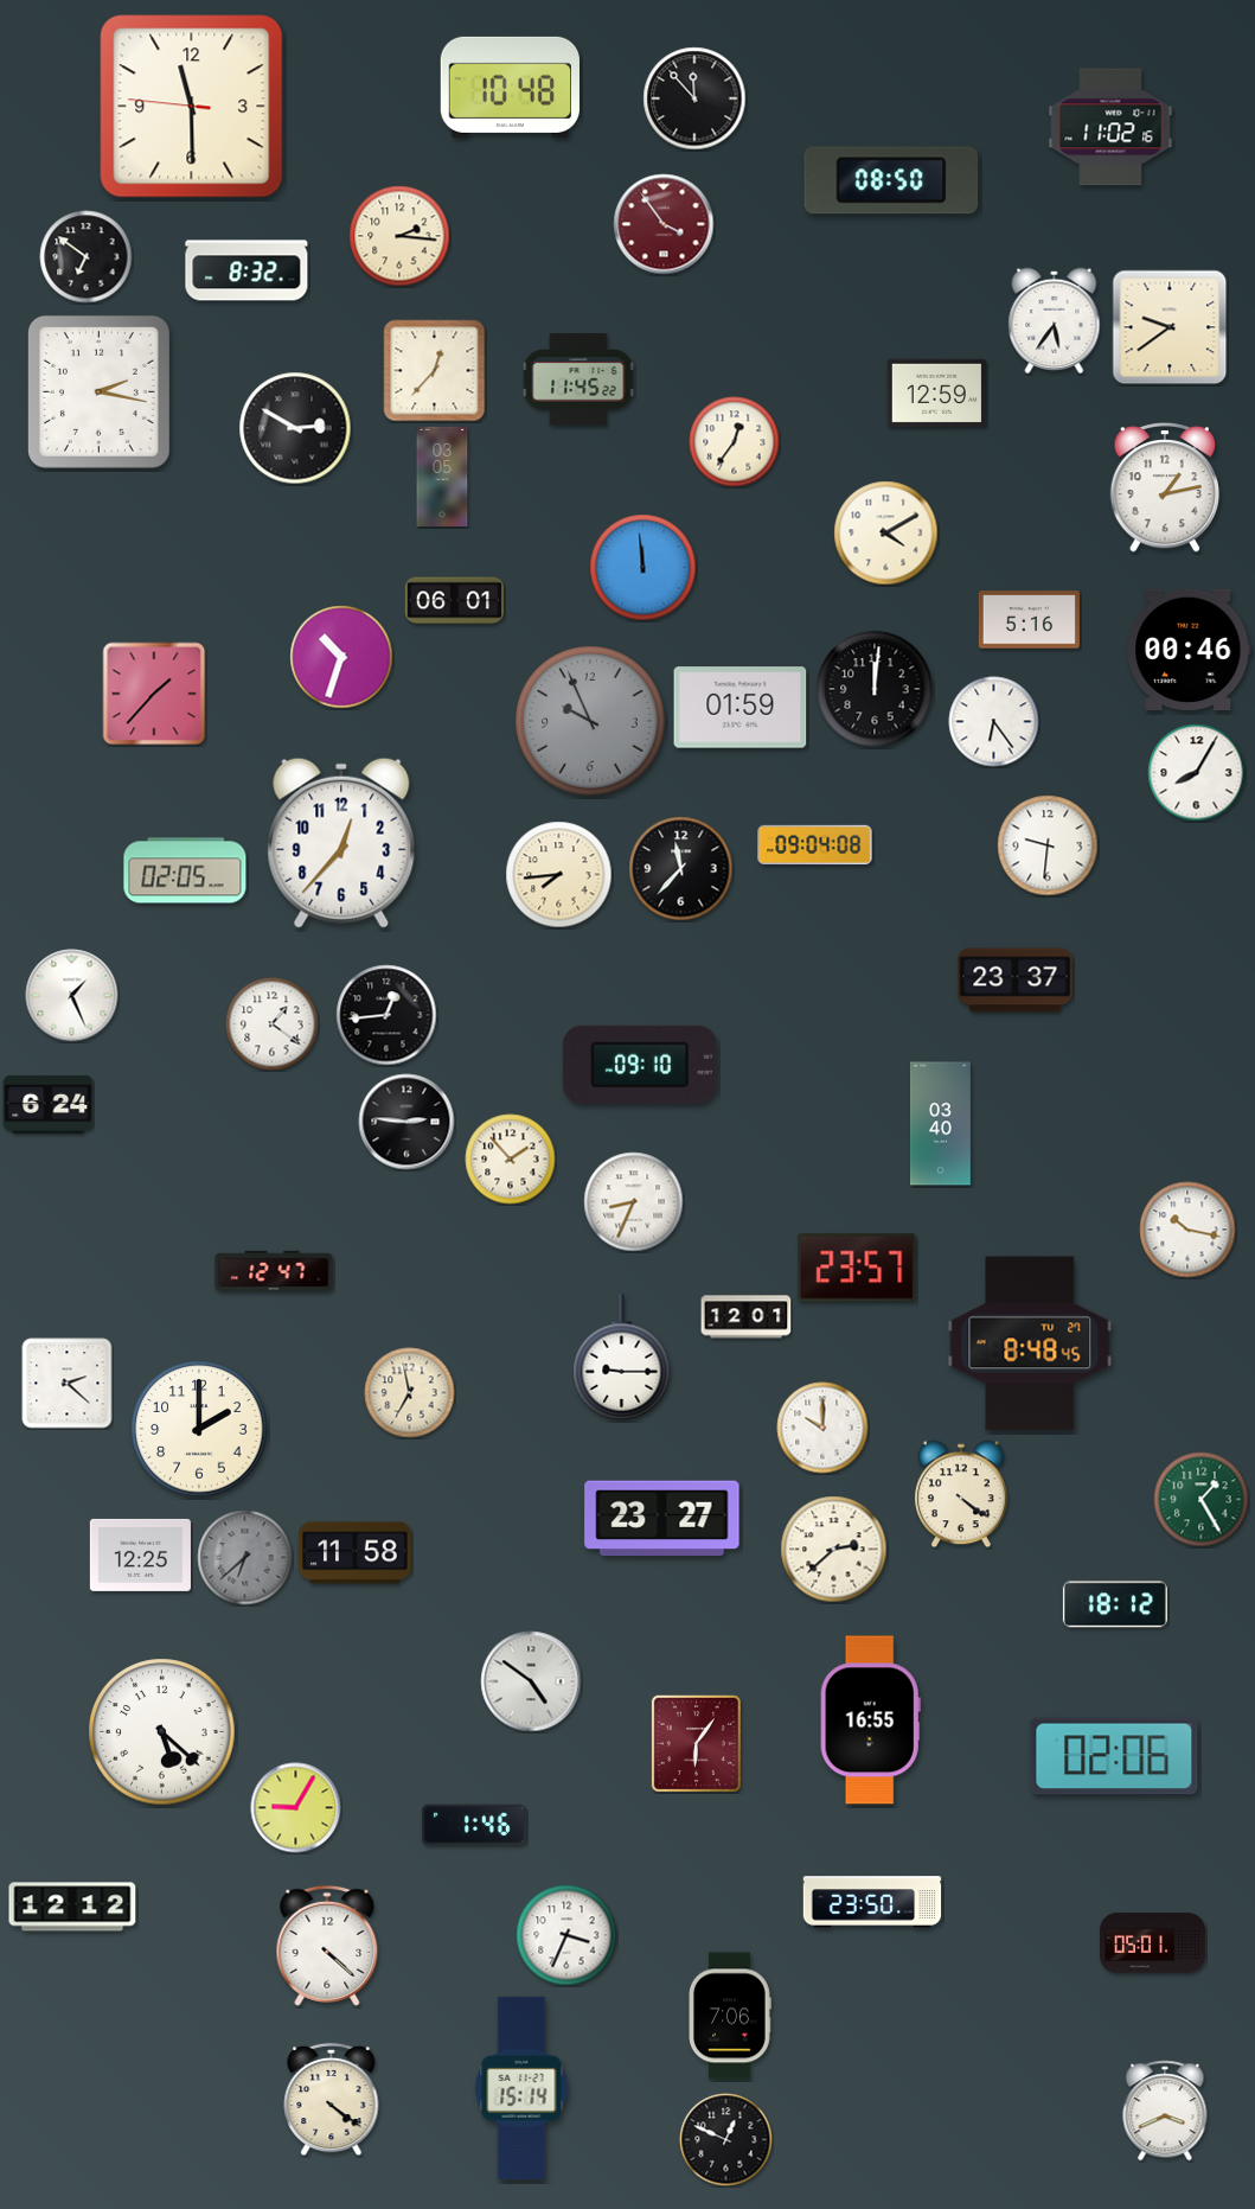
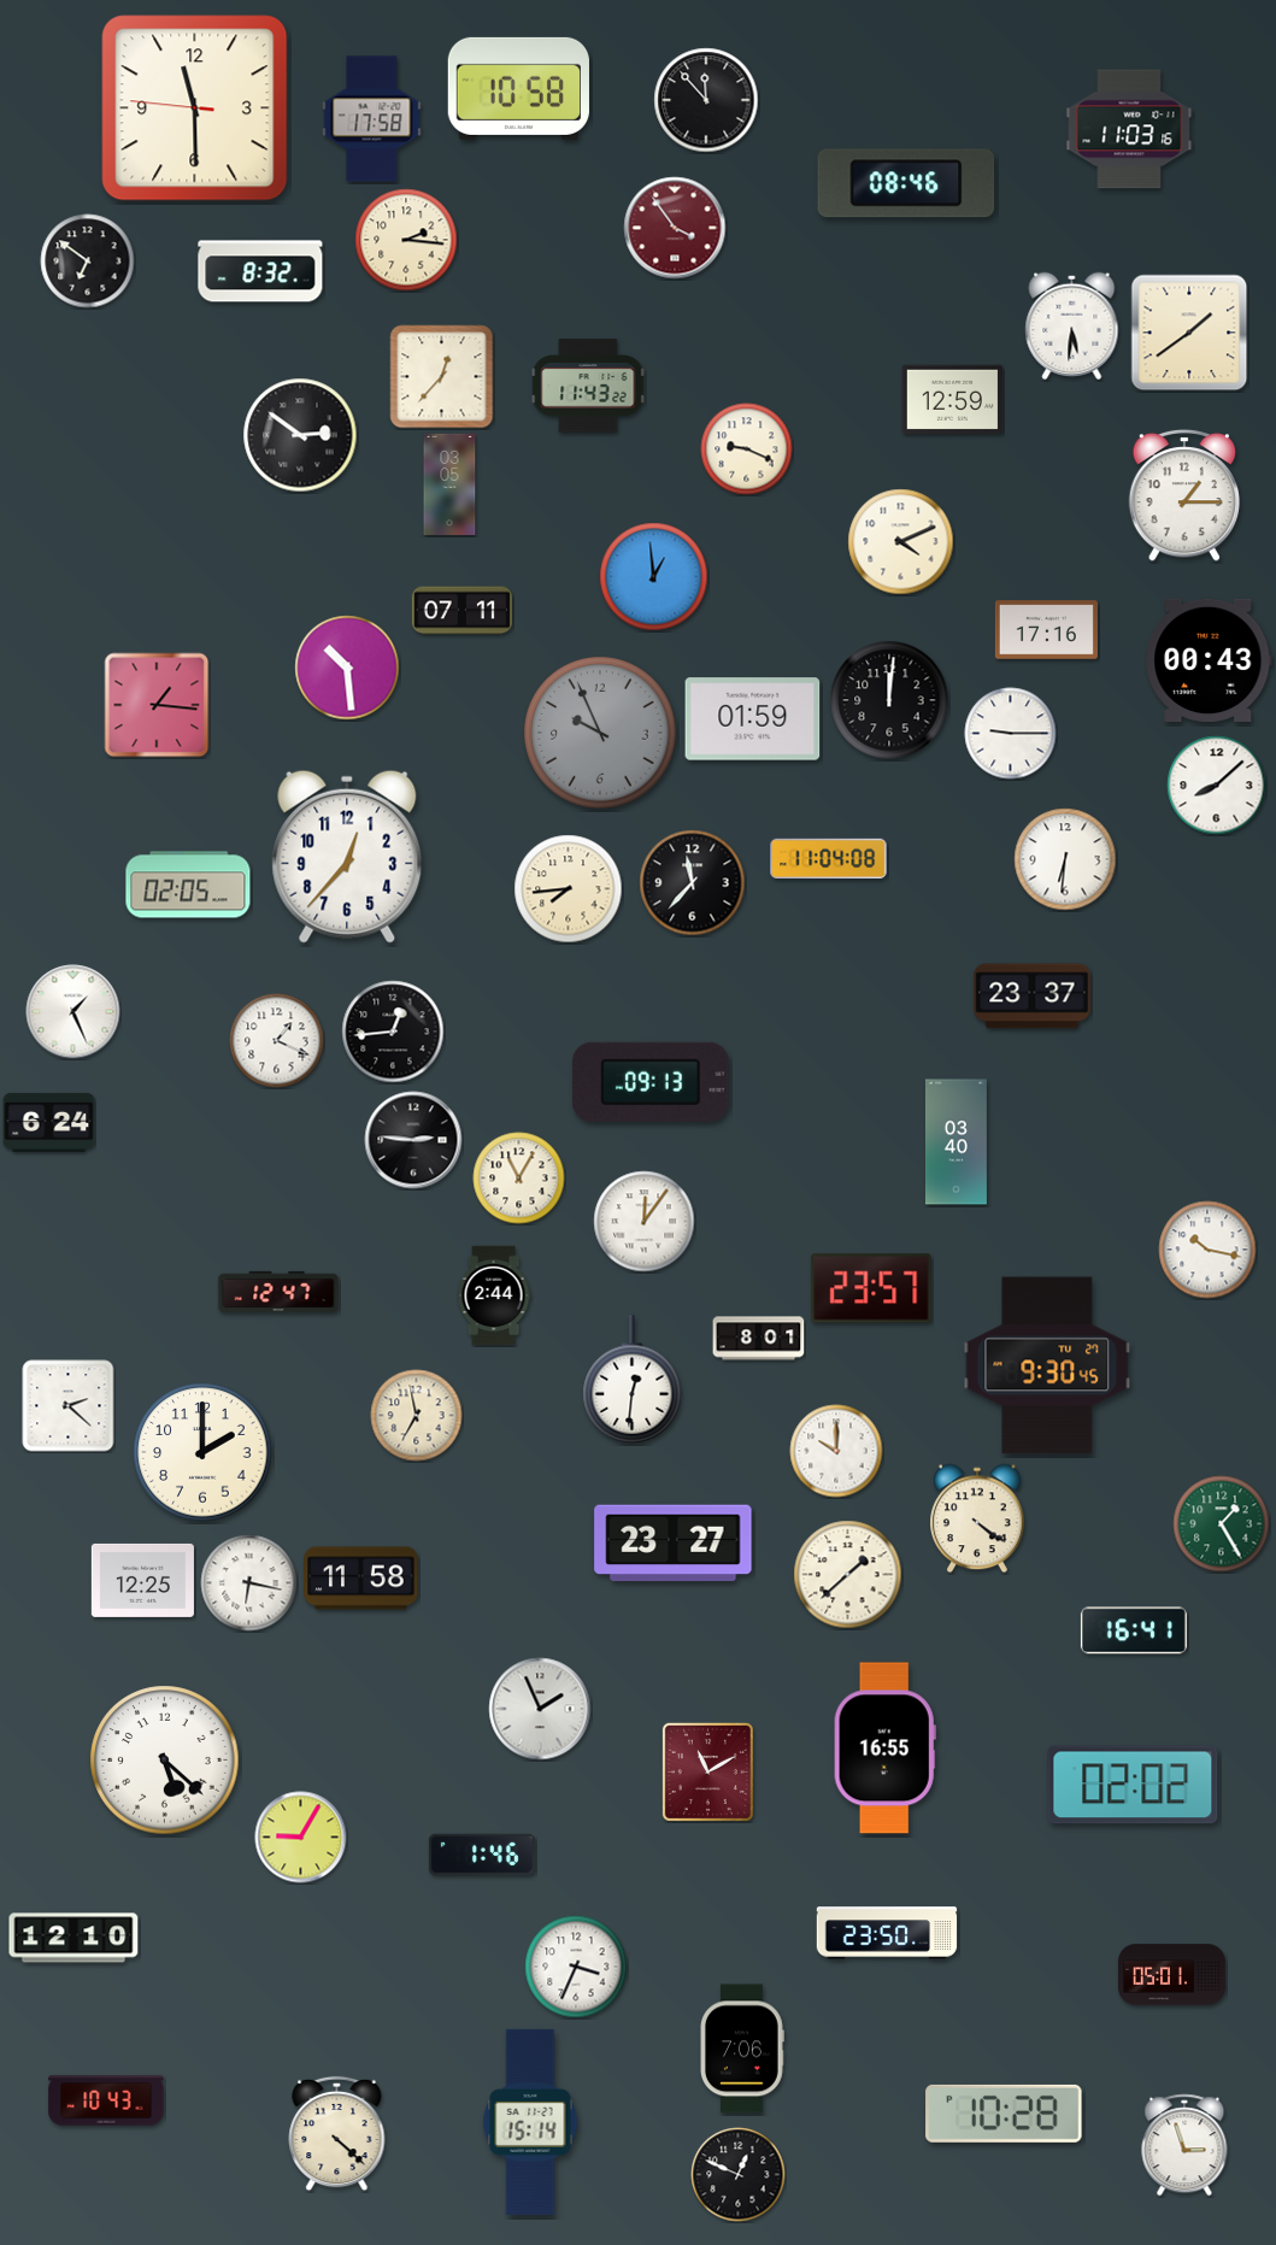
clock at (510, 87): 10:48 -> 10:58
clock at (372, 119): none -> 17:58
clock at (1110, 127): 11:02 -> 11:03
clock at (891, 180): 08:50 -> 08:46
clock at (246, 270) position: (246, 270) -> (260, 271)
clock at (1055, 321): 5:36 -> 5:31
clock at (1170, 327): 9:39 -> 1:39
clock at (578, 379): 11:45 -> 11:43
clock at (98, 391): 2:17 -> none
clock at (295, 428): 2:50 -> 2:51
clock at (735, 442): 12:36 -> 9:19
clock at (1165, 487): 1:13 -> 1:15
clock at (886, 534): 4:10 -> 4:11
clock at (643, 568): 11:59 -> 12:59
clock at (454, 601): 06:01 -> 07:11
clock at (1029, 620): 5:16 -> 17:16
clock at (1189, 649): 00:46 -> 00:43
clock at (341, 657): 10:33 -> 10:29
clock at (154, 694): 1:37 -> 1:16
clock at (994, 722): 6:24 -> 9:15
clock at (1197, 773): 8:05 -> 8:08
clock at (815, 845): 09:04 -> 11:04
clock at (1048, 845): 9:31 -> 6:31
clock at (273, 1024): 1:21 -> 1:19
clock at (640, 1065): 09:10 -> 09:13
clock at (511, 1160): 1:53 -> 11:05
clock at (634, 1202): 8:34 -> 12:06
clock at (494, 1295): none -> 2:44
clock at (747, 1317): 12:01 -> 8:01
clock at (1030, 1343): 8:48 -> 9:30
clock at (622, 1358): 9:15 -> 12:31
clock at (834, 1550): 2:38 -> 1:38
clock at (245, 1558): 6:38 -> 6:17
clock at (245, 1558) dial: grey -> white
clock at (1115, 1604): 18:12 -> 16:41
clock at (531, 1681): 4:51 -> 1:56
clock at (696, 1743): 6:06 -> 11:10
clock at (1114, 1756): 02:06 -> 02:02
clock at (72, 1907): 12:12 -> 12:10
clock at (327, 1946): 4:22 -> none
clock at (106, 2100): none -> 10:43
clock at (1004, 2114): none -> 10:28
clock at (332, 2100): 4:21 -> 4:22
clock at (1165, 2111): 3:41 -> 2:57
